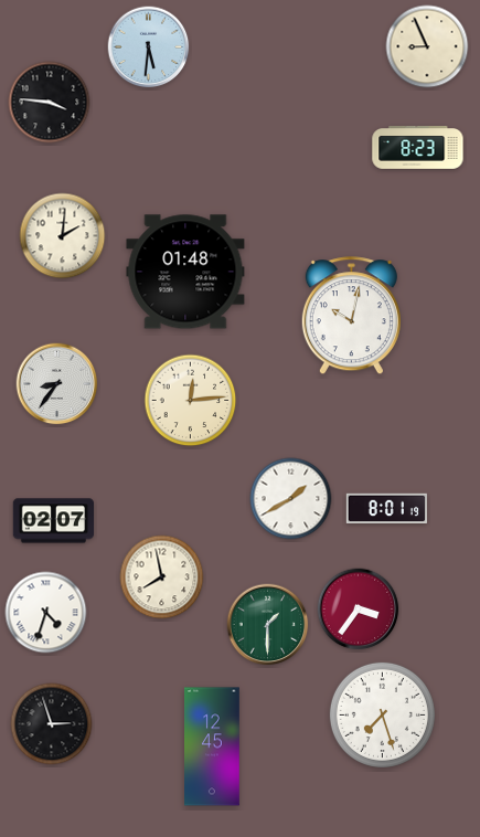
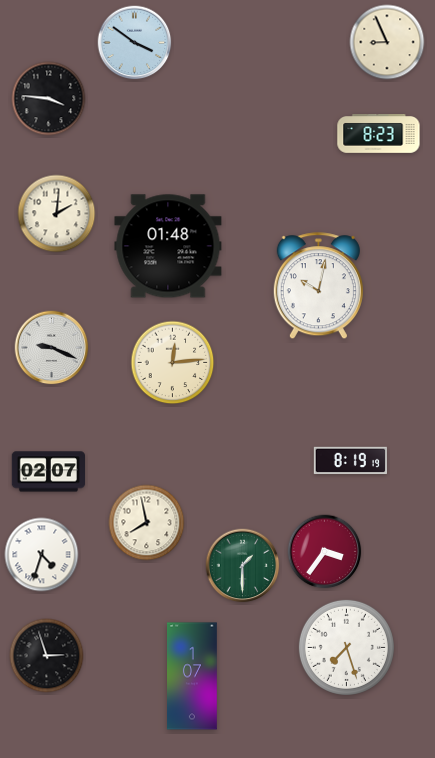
clock at (149, 47): 5:31 -> 3:51
clock at (50, 103) position: (50, 103) -> (49, 99)
clock at (57, 384): 8:36 -> 9:19
clock at (291, 499): 1:40 -> none
clock at (386, 509): 8:01 -> 8:19
clock at (212, 746): 12:45 -> 1:07
